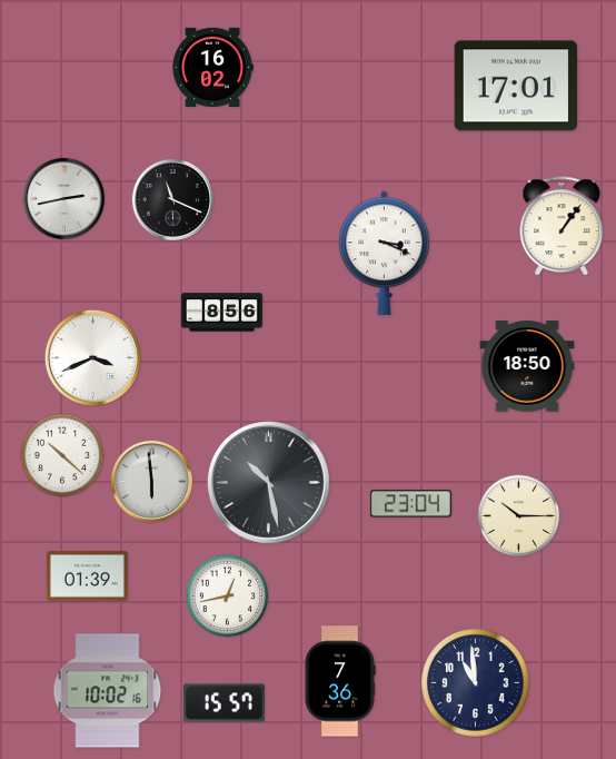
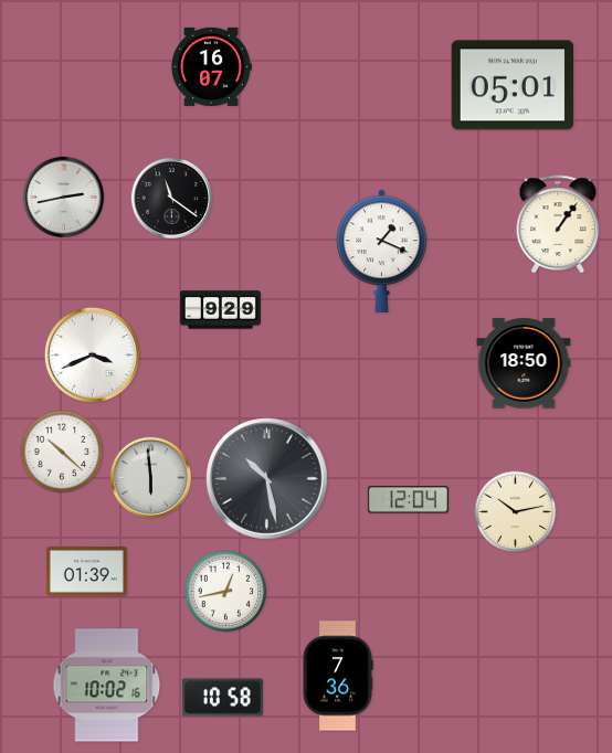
clock at (212, 67): 16:02 -> 16:07
clock at (516, 86): 17:01 -> 05:01
clock at (172, 199): 11:19 -> 11:21
clock at (385, 253): 3:19 -> 1:19
clock at (221, 313): 8:56 -> 9:29
clock at (410, 504): 23:04 -> 12:04
clock at (519, 516): 10:15 -> 10:13
clock at (476, 683): 10:59 -> none
clock at (223, 703): 15:57 -> 10:58
